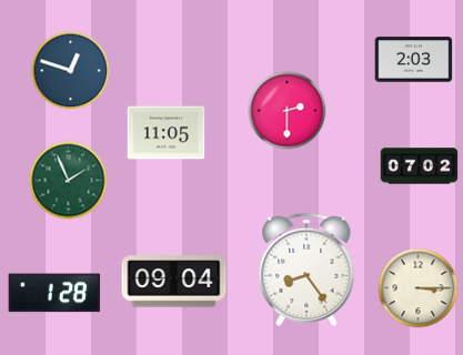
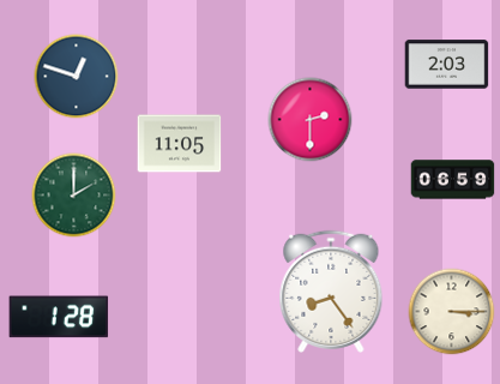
clock at (420, 166): 07:02 -> 06:59
clock at (69, 181): 1:56 -> 2:00
clock at (174, 282): 09:04 -> none
